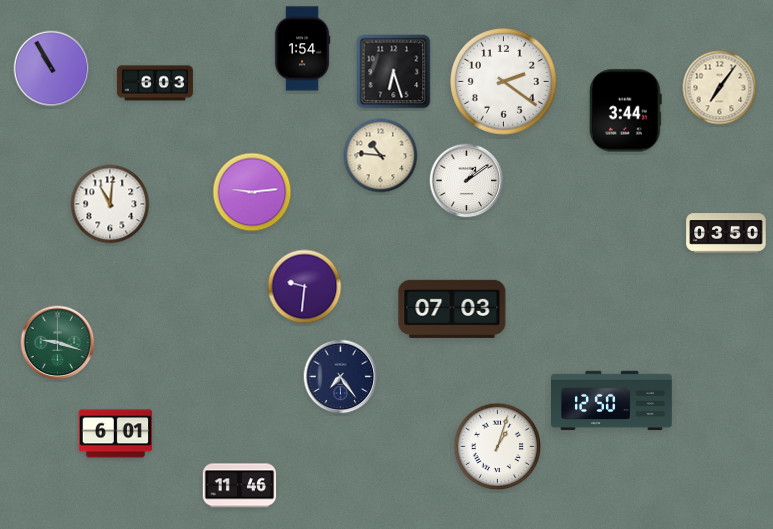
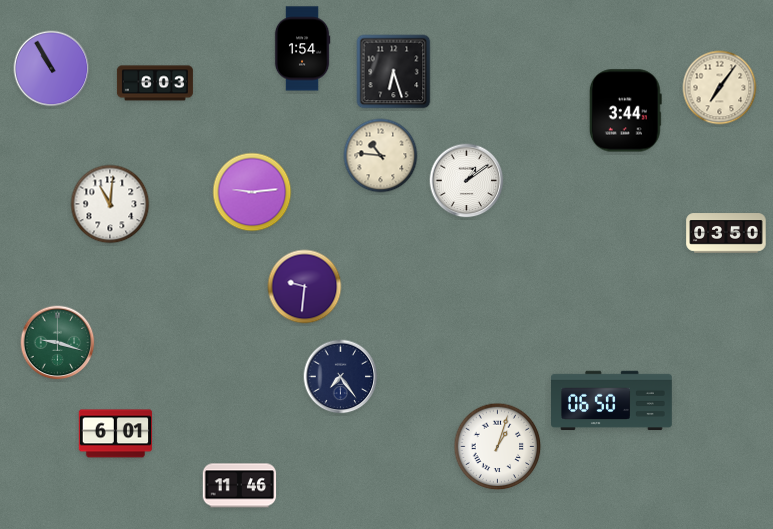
clock at (504, 82): 2:21 -> none
clock at (452, 309): 07:03 -> none
clock at (612, 401): 12:50 -> 06:50
